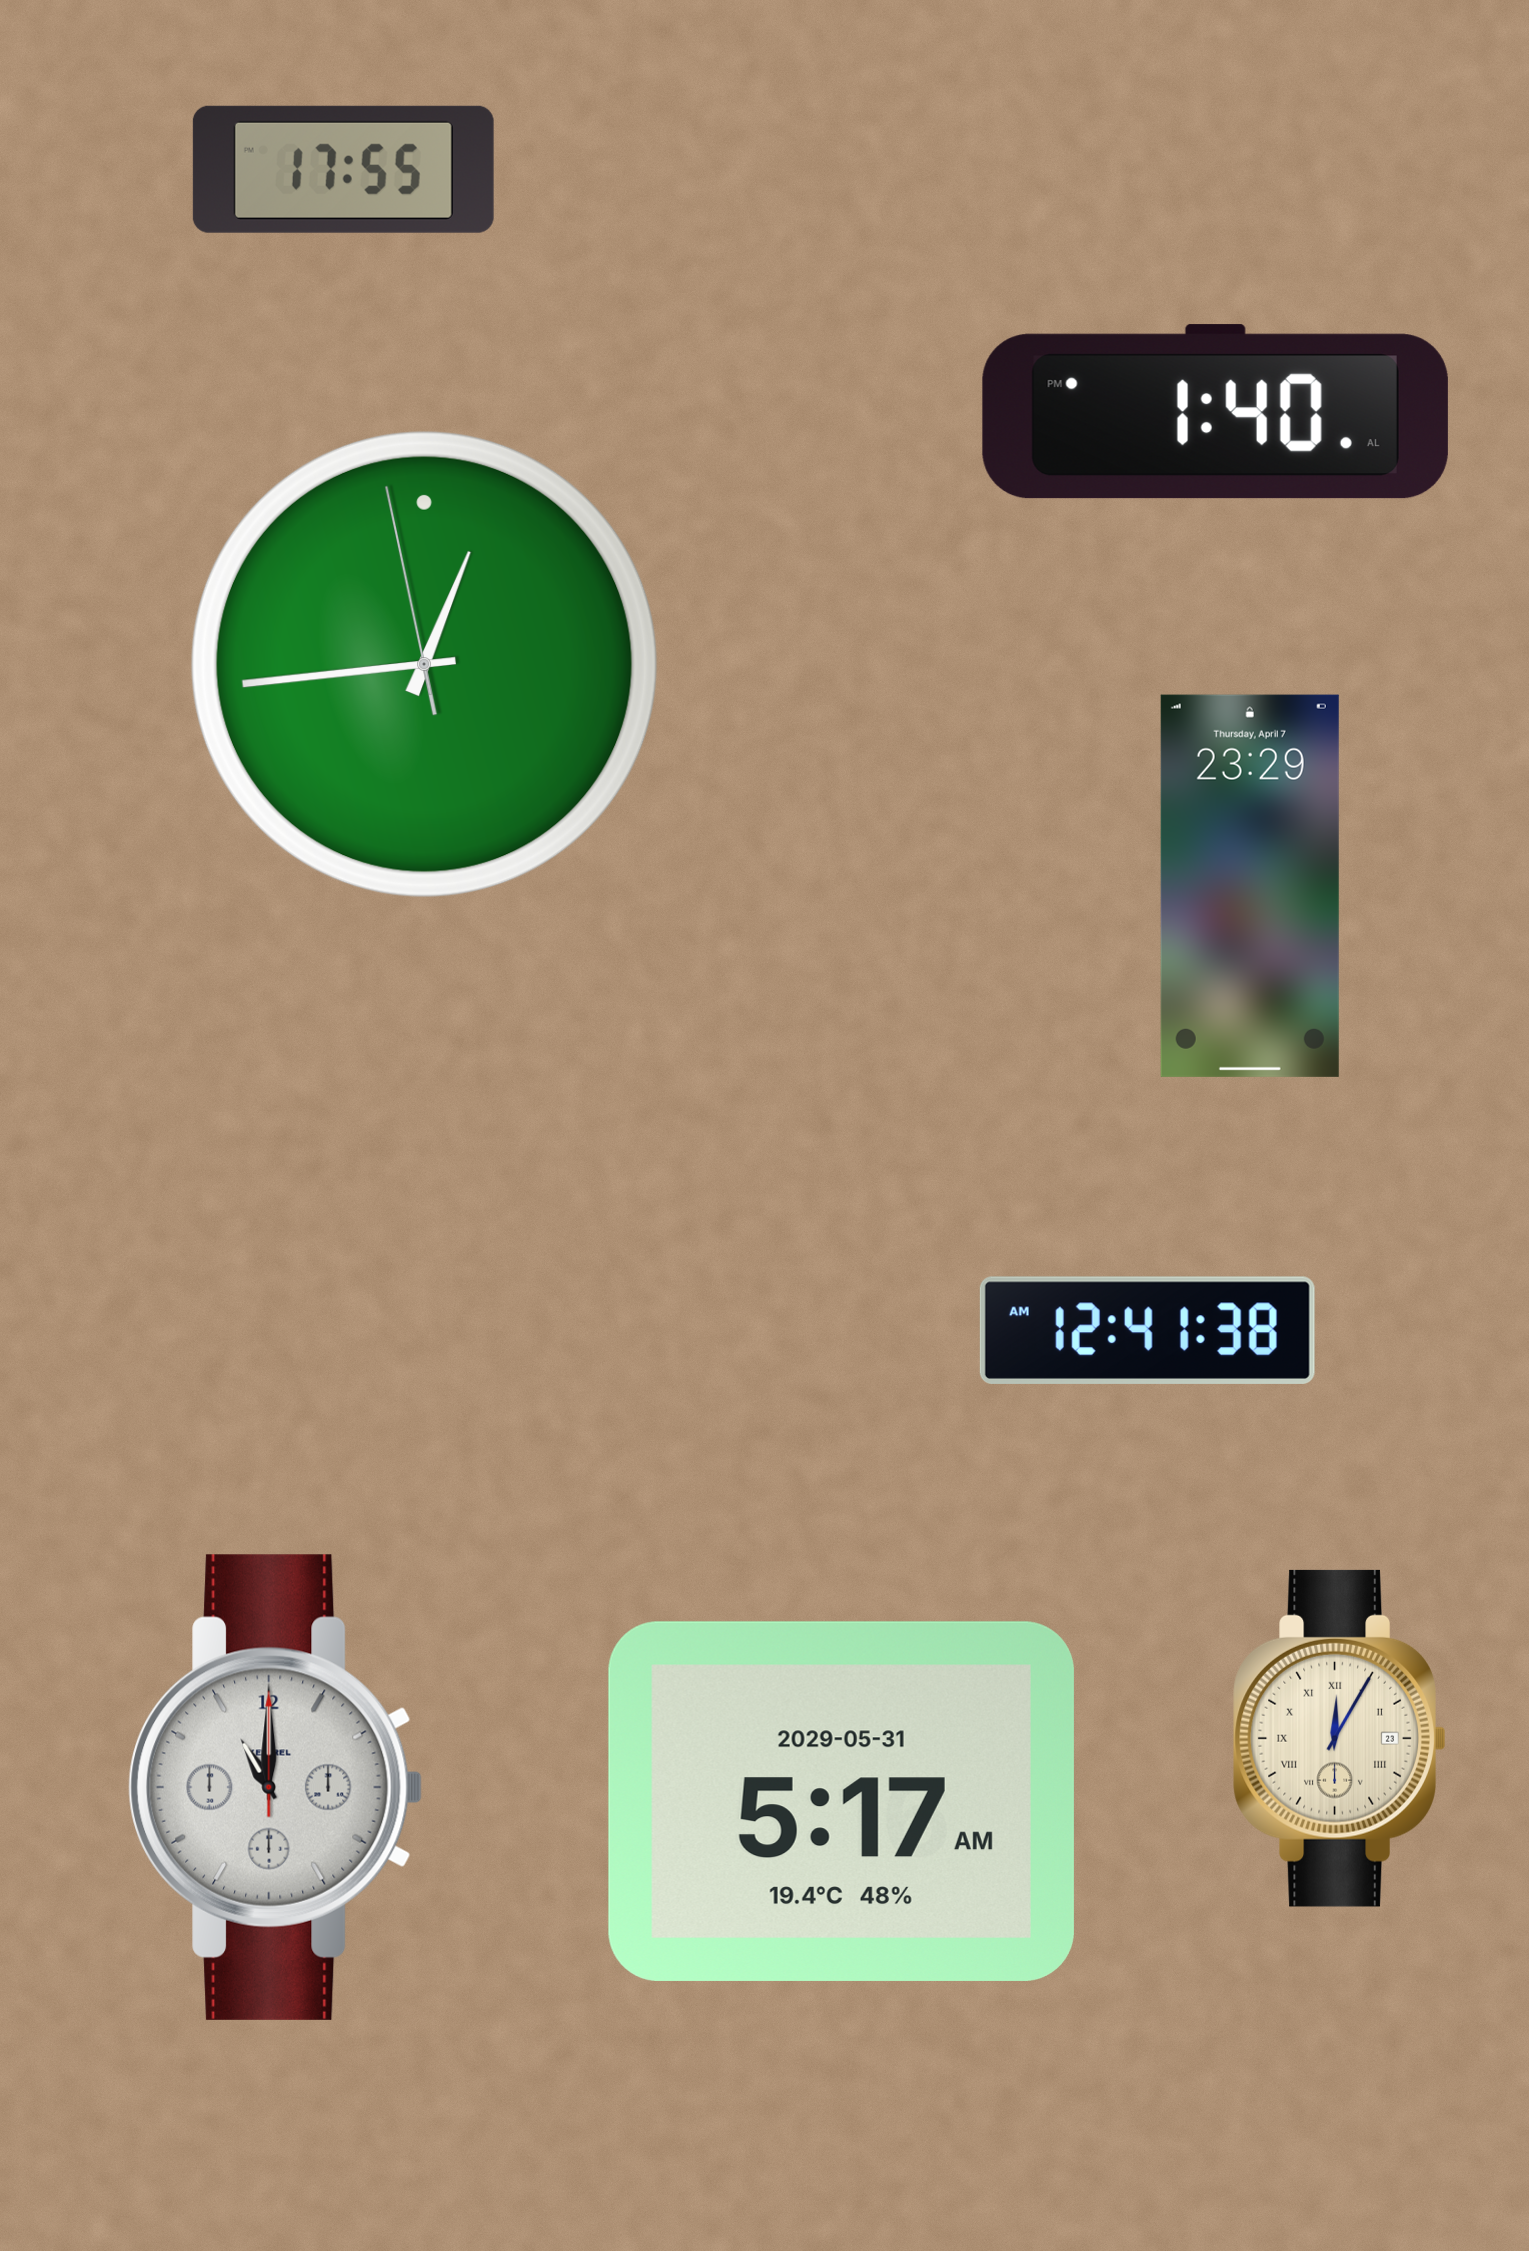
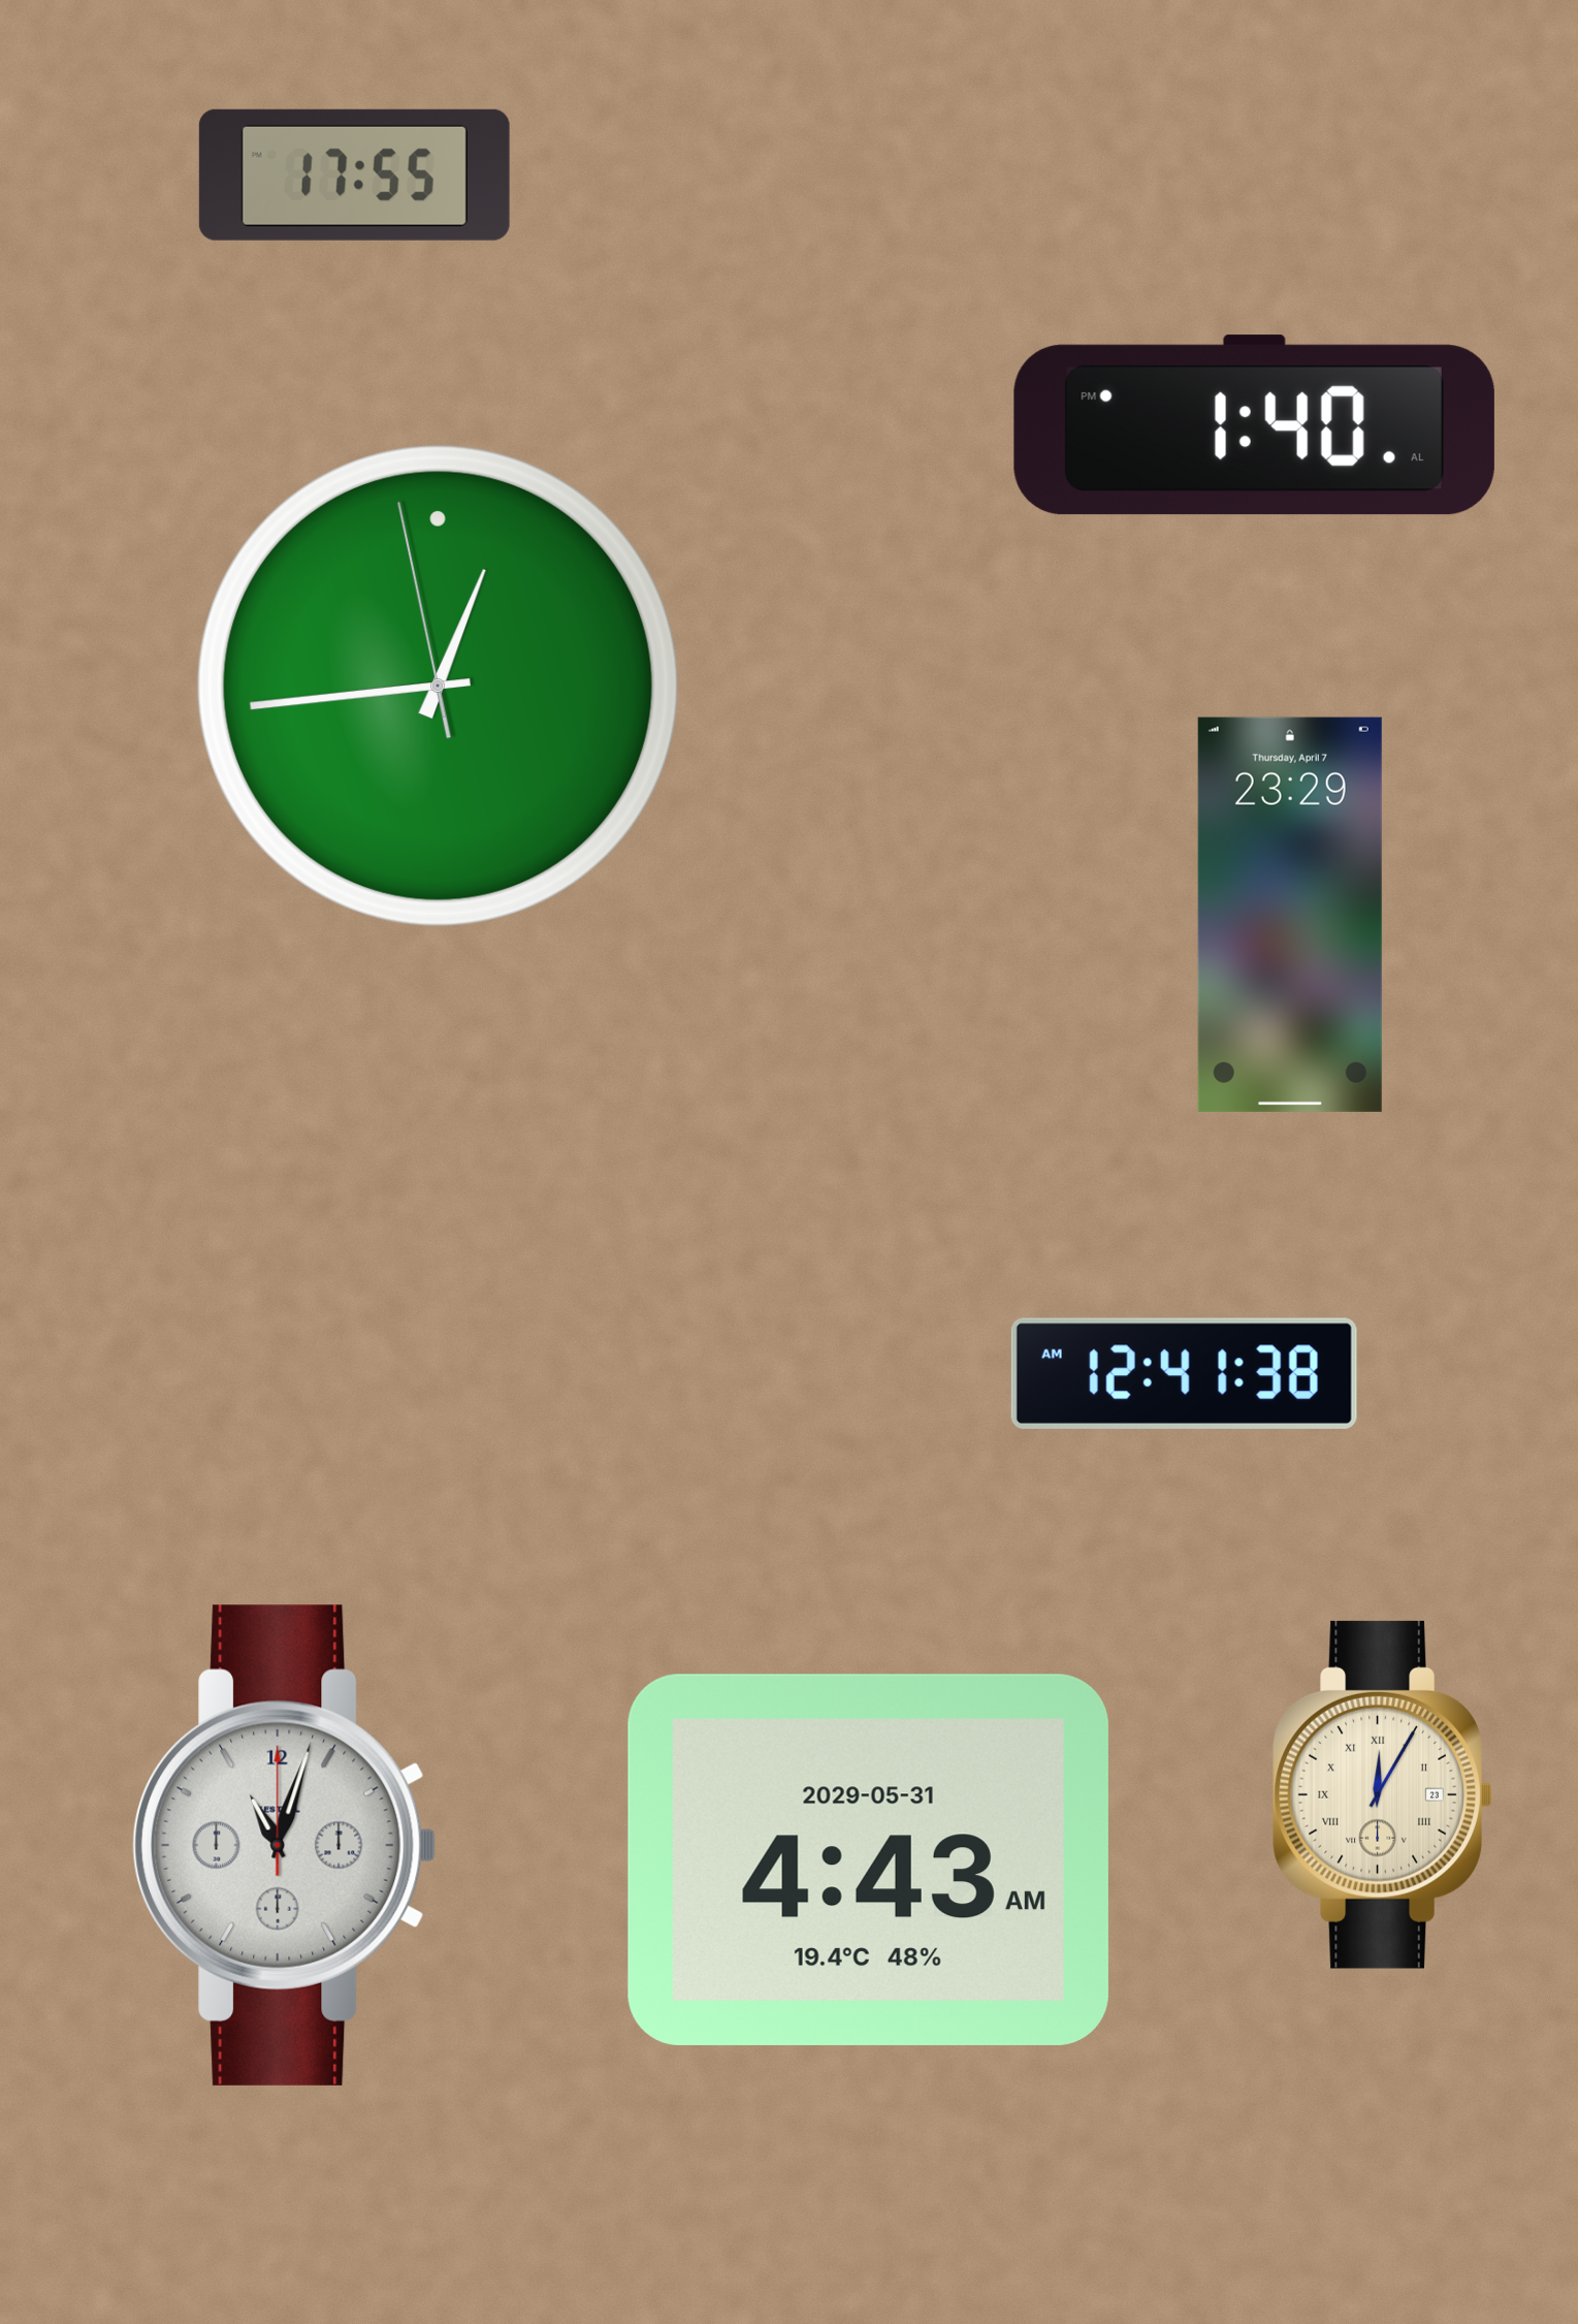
clock at (276, 1787): 11:00 -> 11:03
clock at (841, 1801): 5:17 -> 4:43
